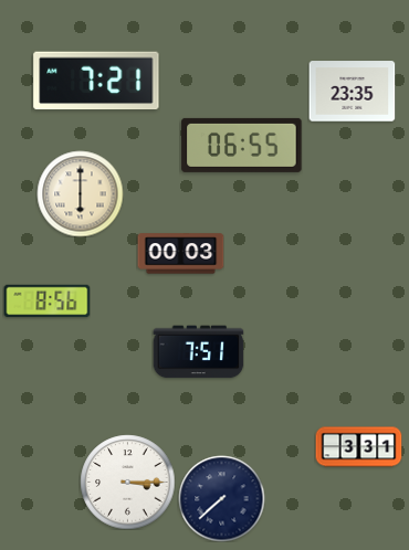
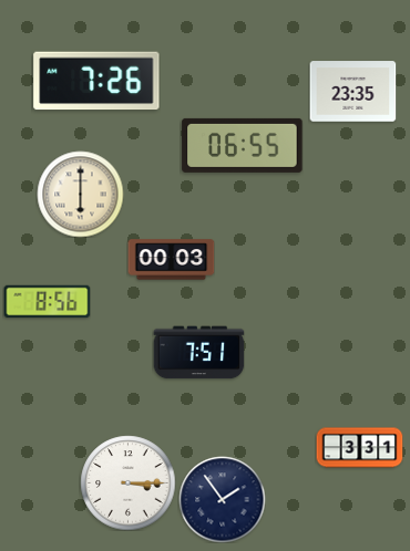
clock at (96, 81): 7:21 -> 7:26
clock at (180, 254) position: (180, 254) -> (171, 260)
clock at (221, 498): 7:38 -> 1:54
